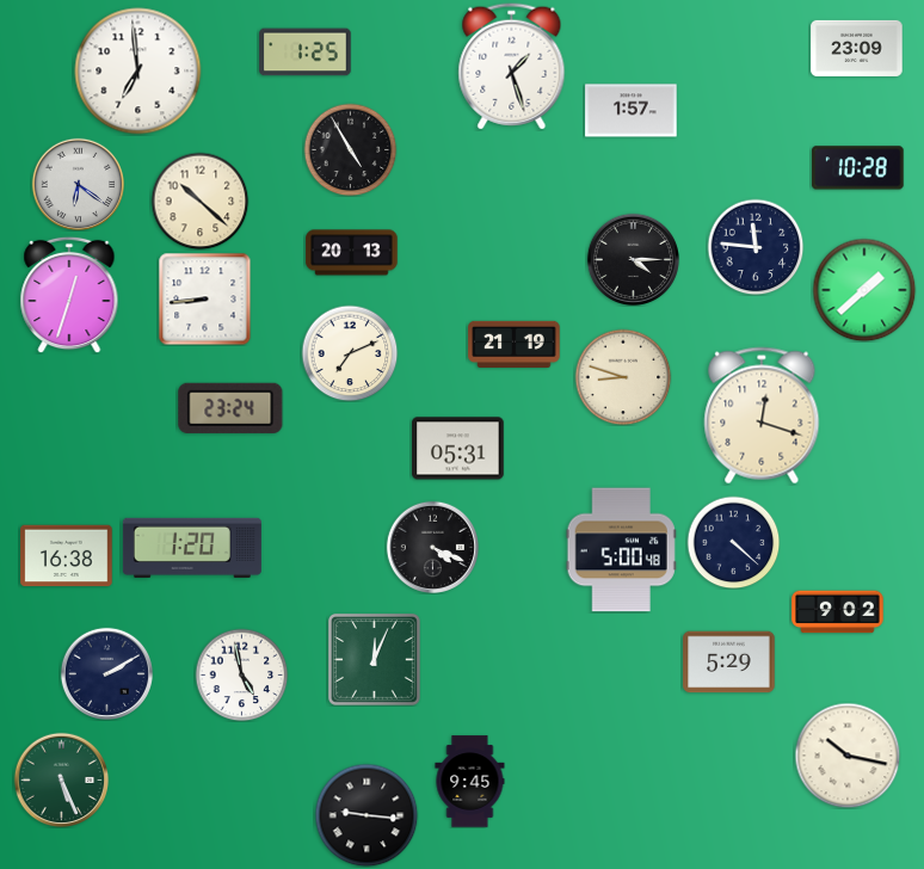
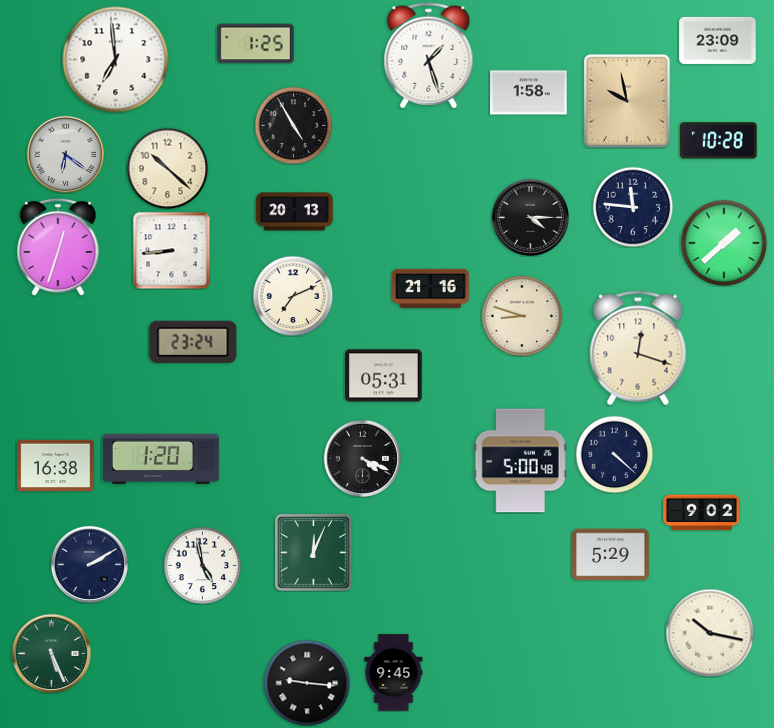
clock at (632, 111): 1:57 -> 1:58
clock at (627, 101): none -> 9:58
clock at (515, 344): 21:19 -> 21:16
clock at (470, 782) position: (470, 782) -> (394, 673)
